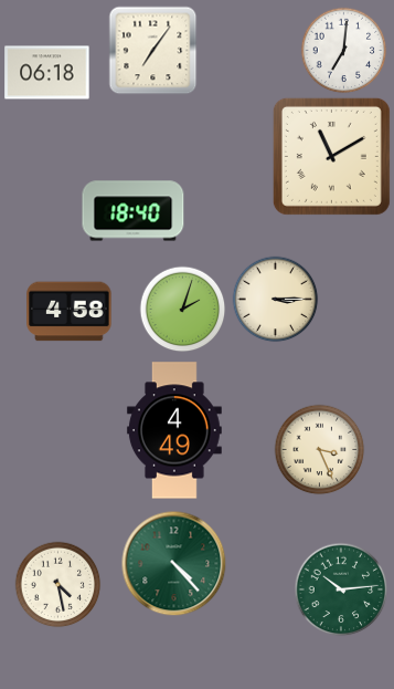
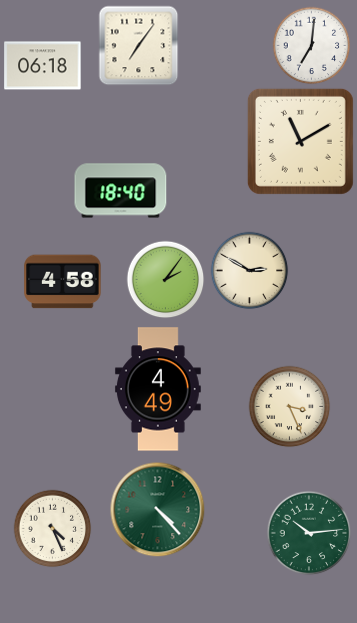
clock at (275, 299): 3:15 -> 2:50
clock at (182, 309): 2:03 -> 2:06
clock at (57, 584): 4:28 -> 4:26
